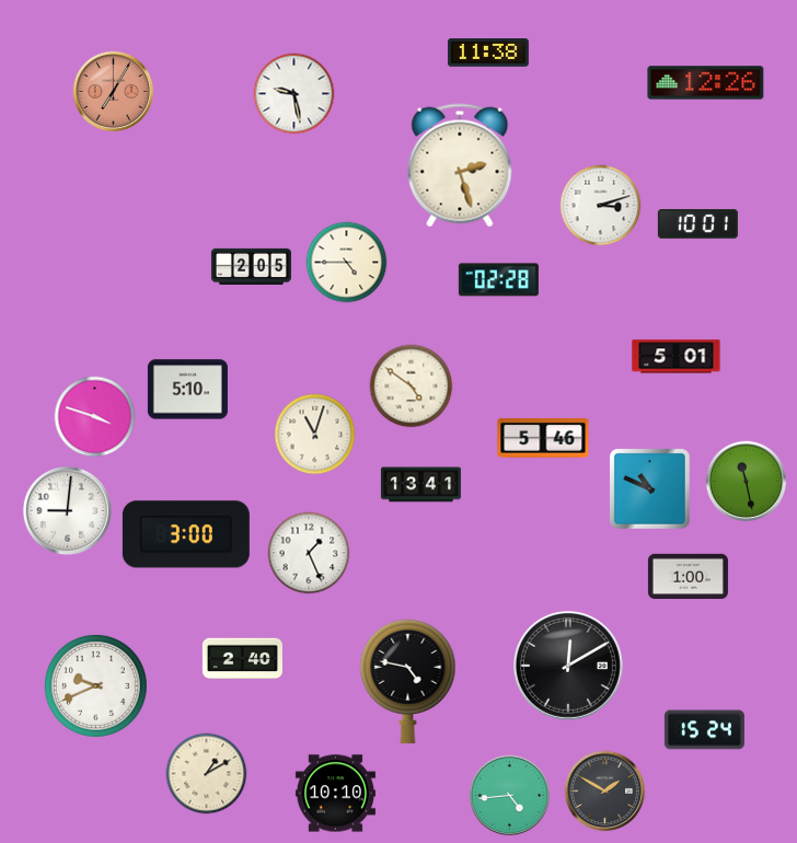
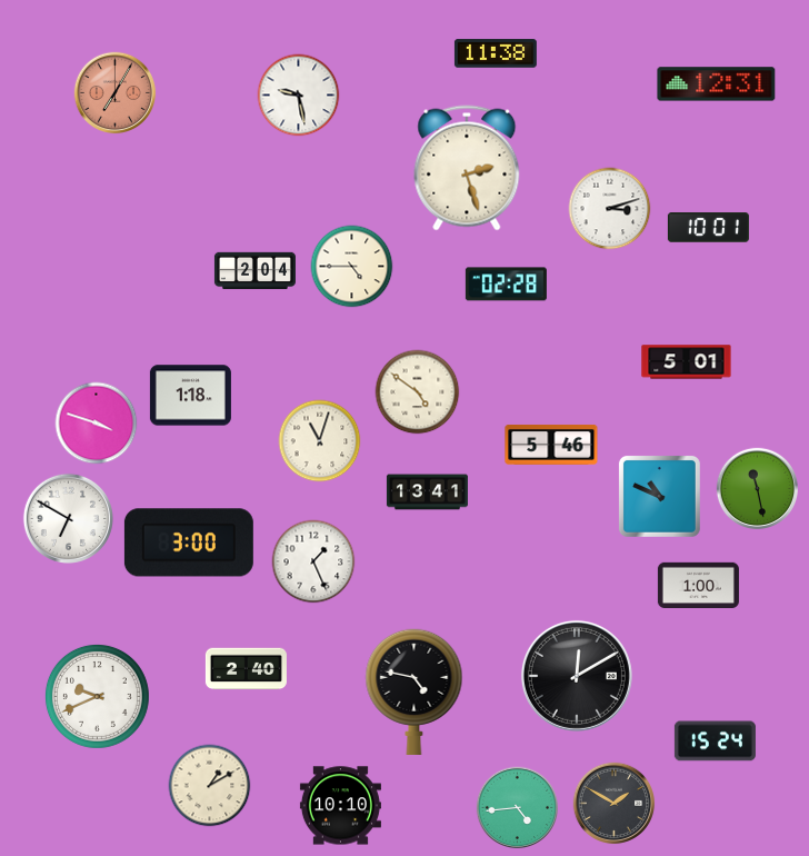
clock at (706, 83): 12:26 -> 12:31
clock at (251, 267): 2:05 -> 2:04
clock at (187, 390): 5:10 -> 1:18
clock at (67, 510): 9:01 -> 6:50
